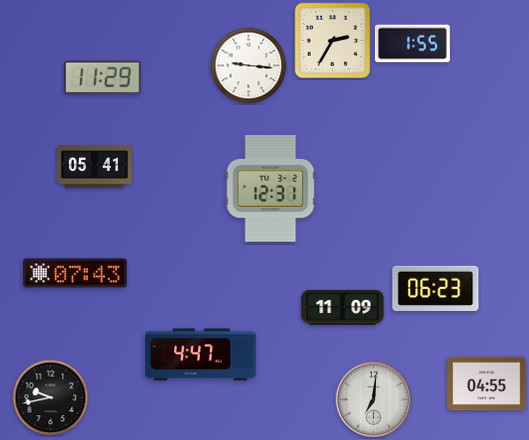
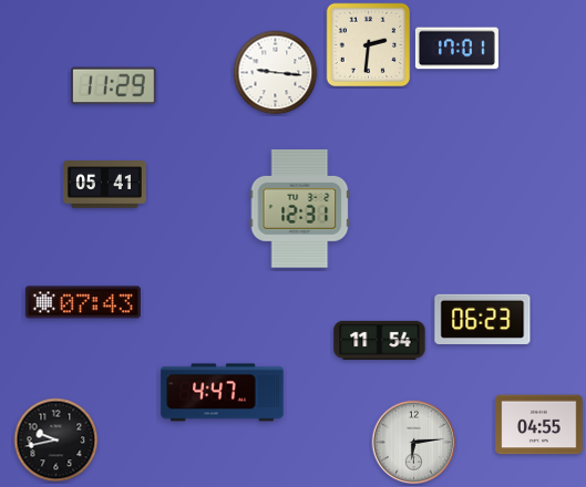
clock at (333, 41): 2:35 -> 2:31
clock at (412, 44): 1:55 -> 17:01
clock at (343, 307): 11:09 -> 11:54
clock at (374, 400): 7:01 -> 6:14
